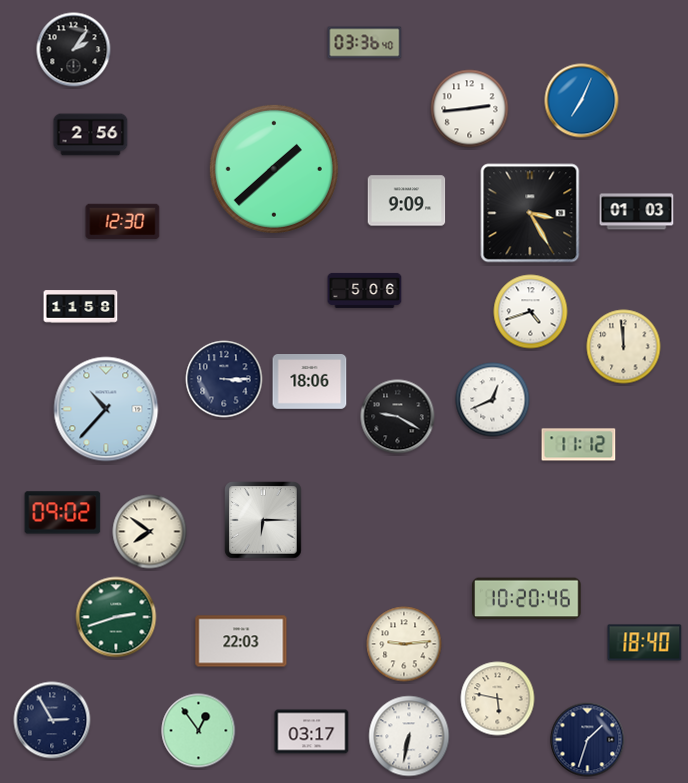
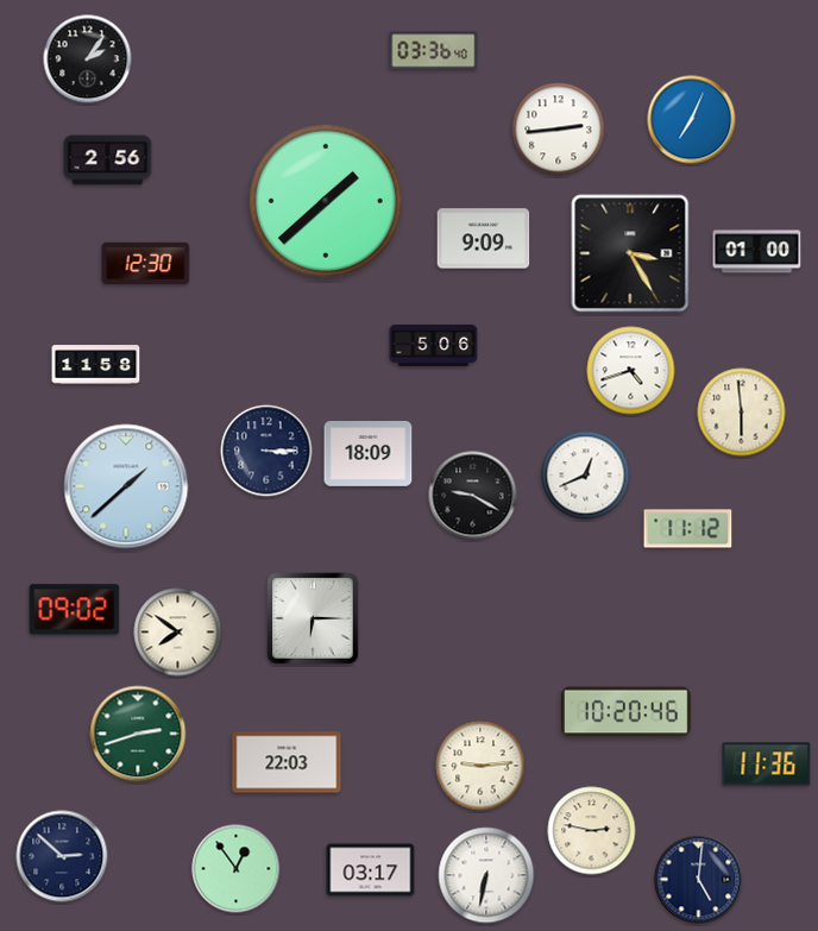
clock at (637, 212): 01:03 -> 01:00
clock at (624, 347): 11:59 -> 5:59
clock at (310, 382): 18:06 -> 18:09
clock at (106, 409): 10:37 -> 1:38
clock at (645, 643): 18:40 -> 11:36
clock at (498, 699): 5:47 -> 2:47
clock at (52, 720): 2:55 -> 2:52
clock at (588, 740): 1:33 -> 5:01
